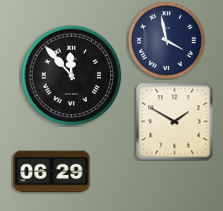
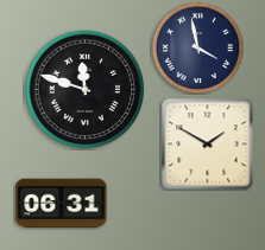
clock at (72, 76): 11:53 -> 11:48
clock at (52, 172): 06:29 -> 06:31
